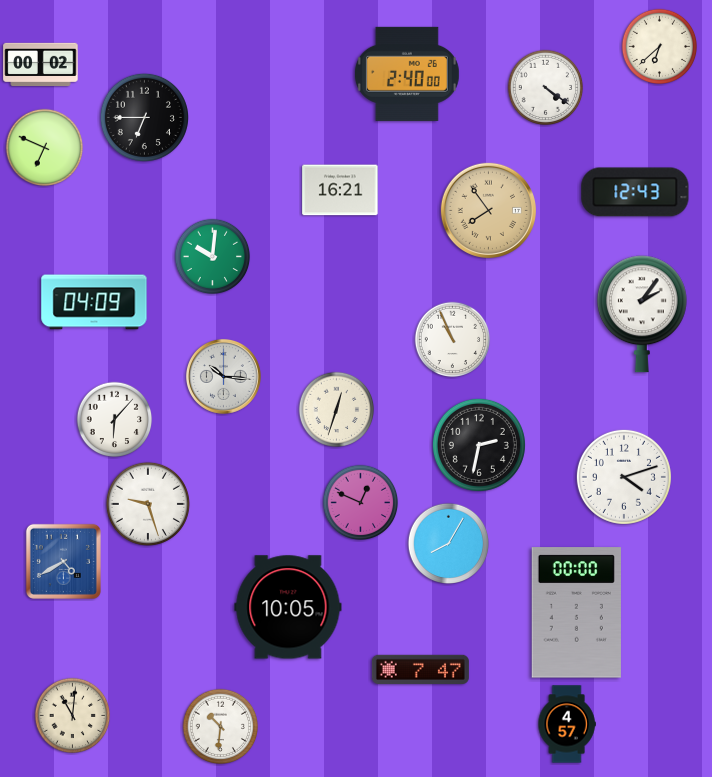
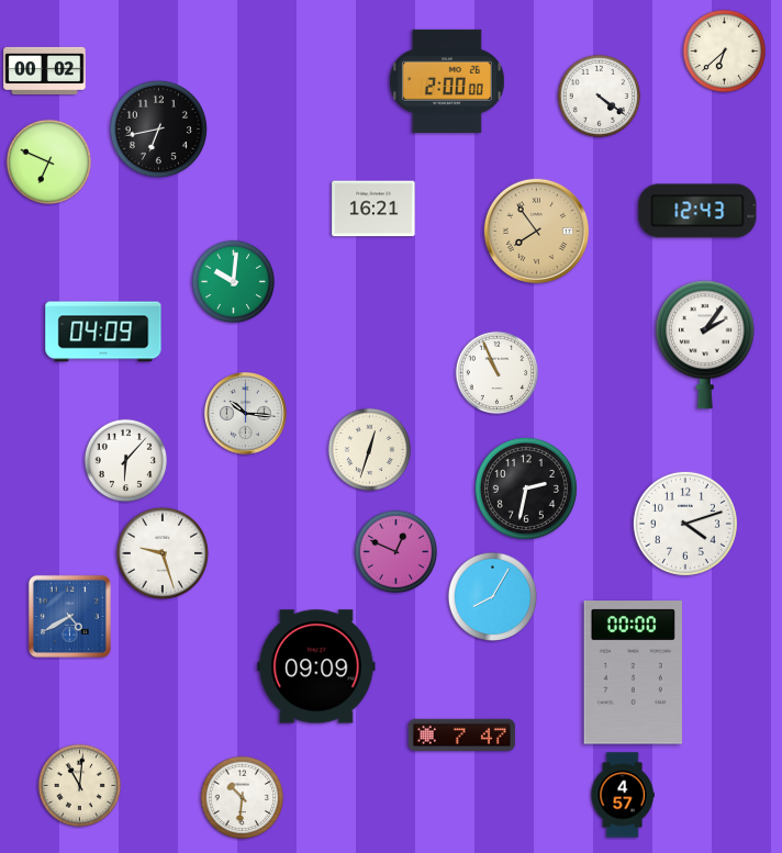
clock at (407, 74): 2:40 -> 2:00
clock at (144, 117): 6:45 -> 6:43
clock at (288, 607): 10:05 -> 09:09
